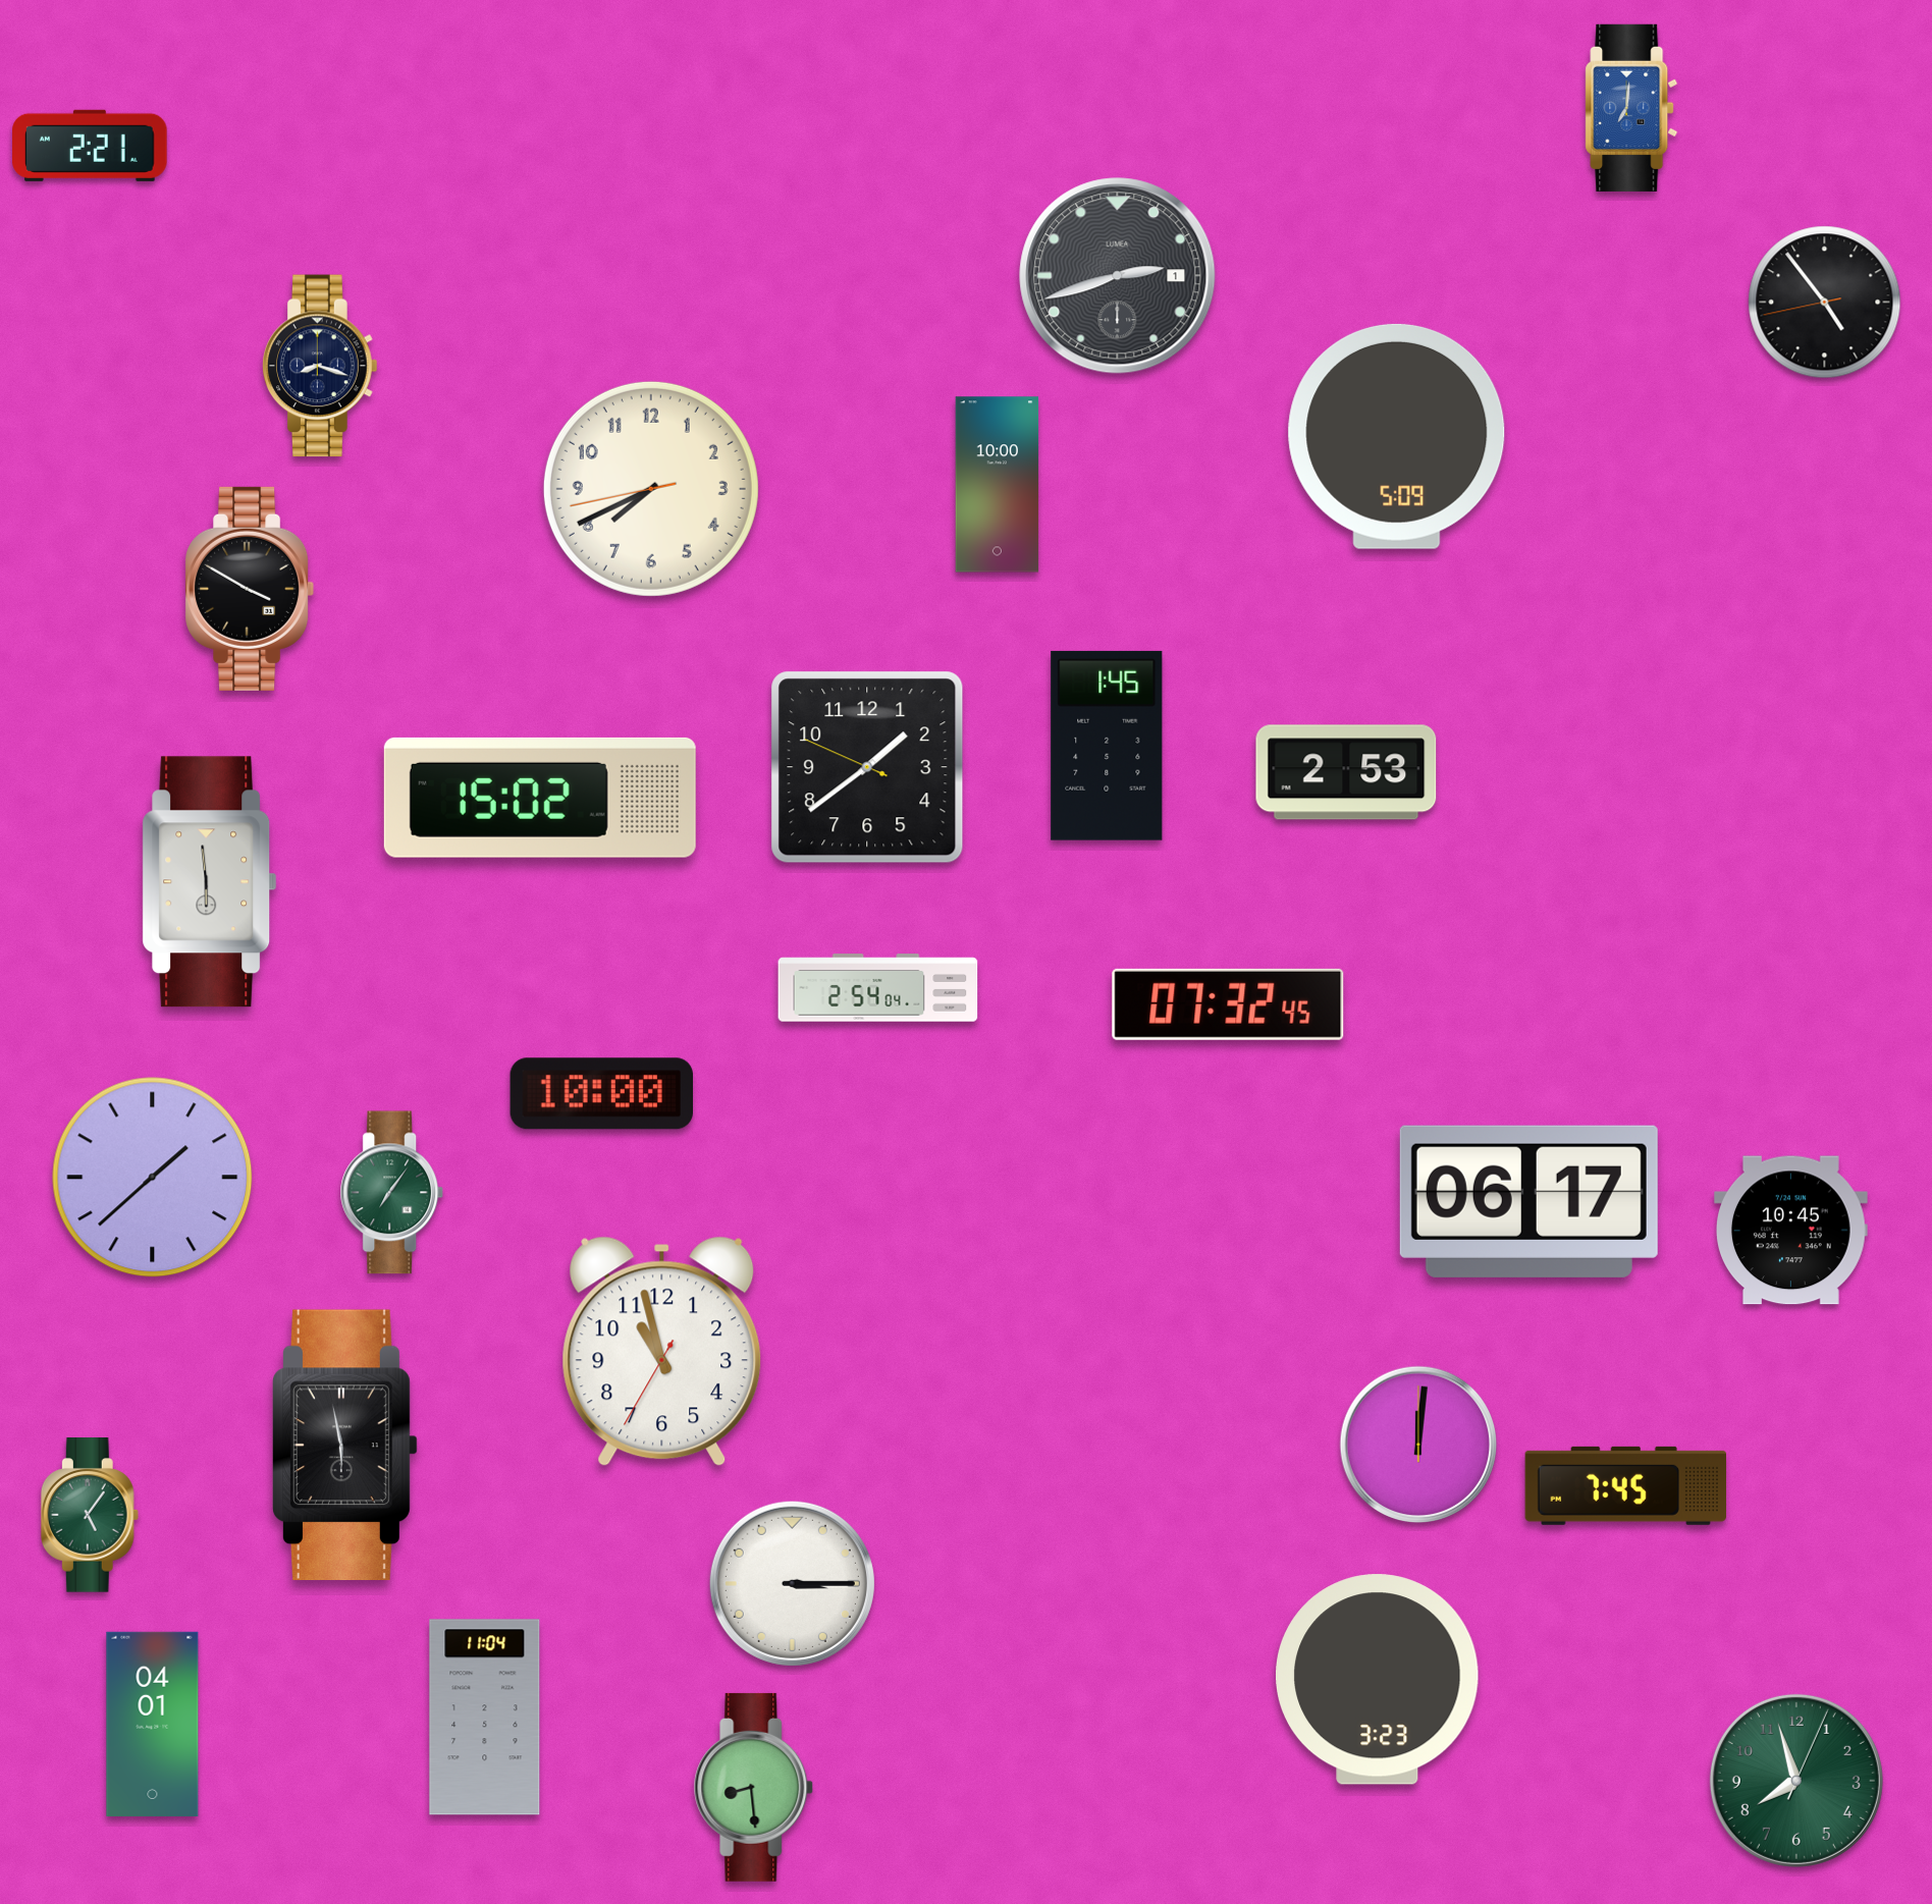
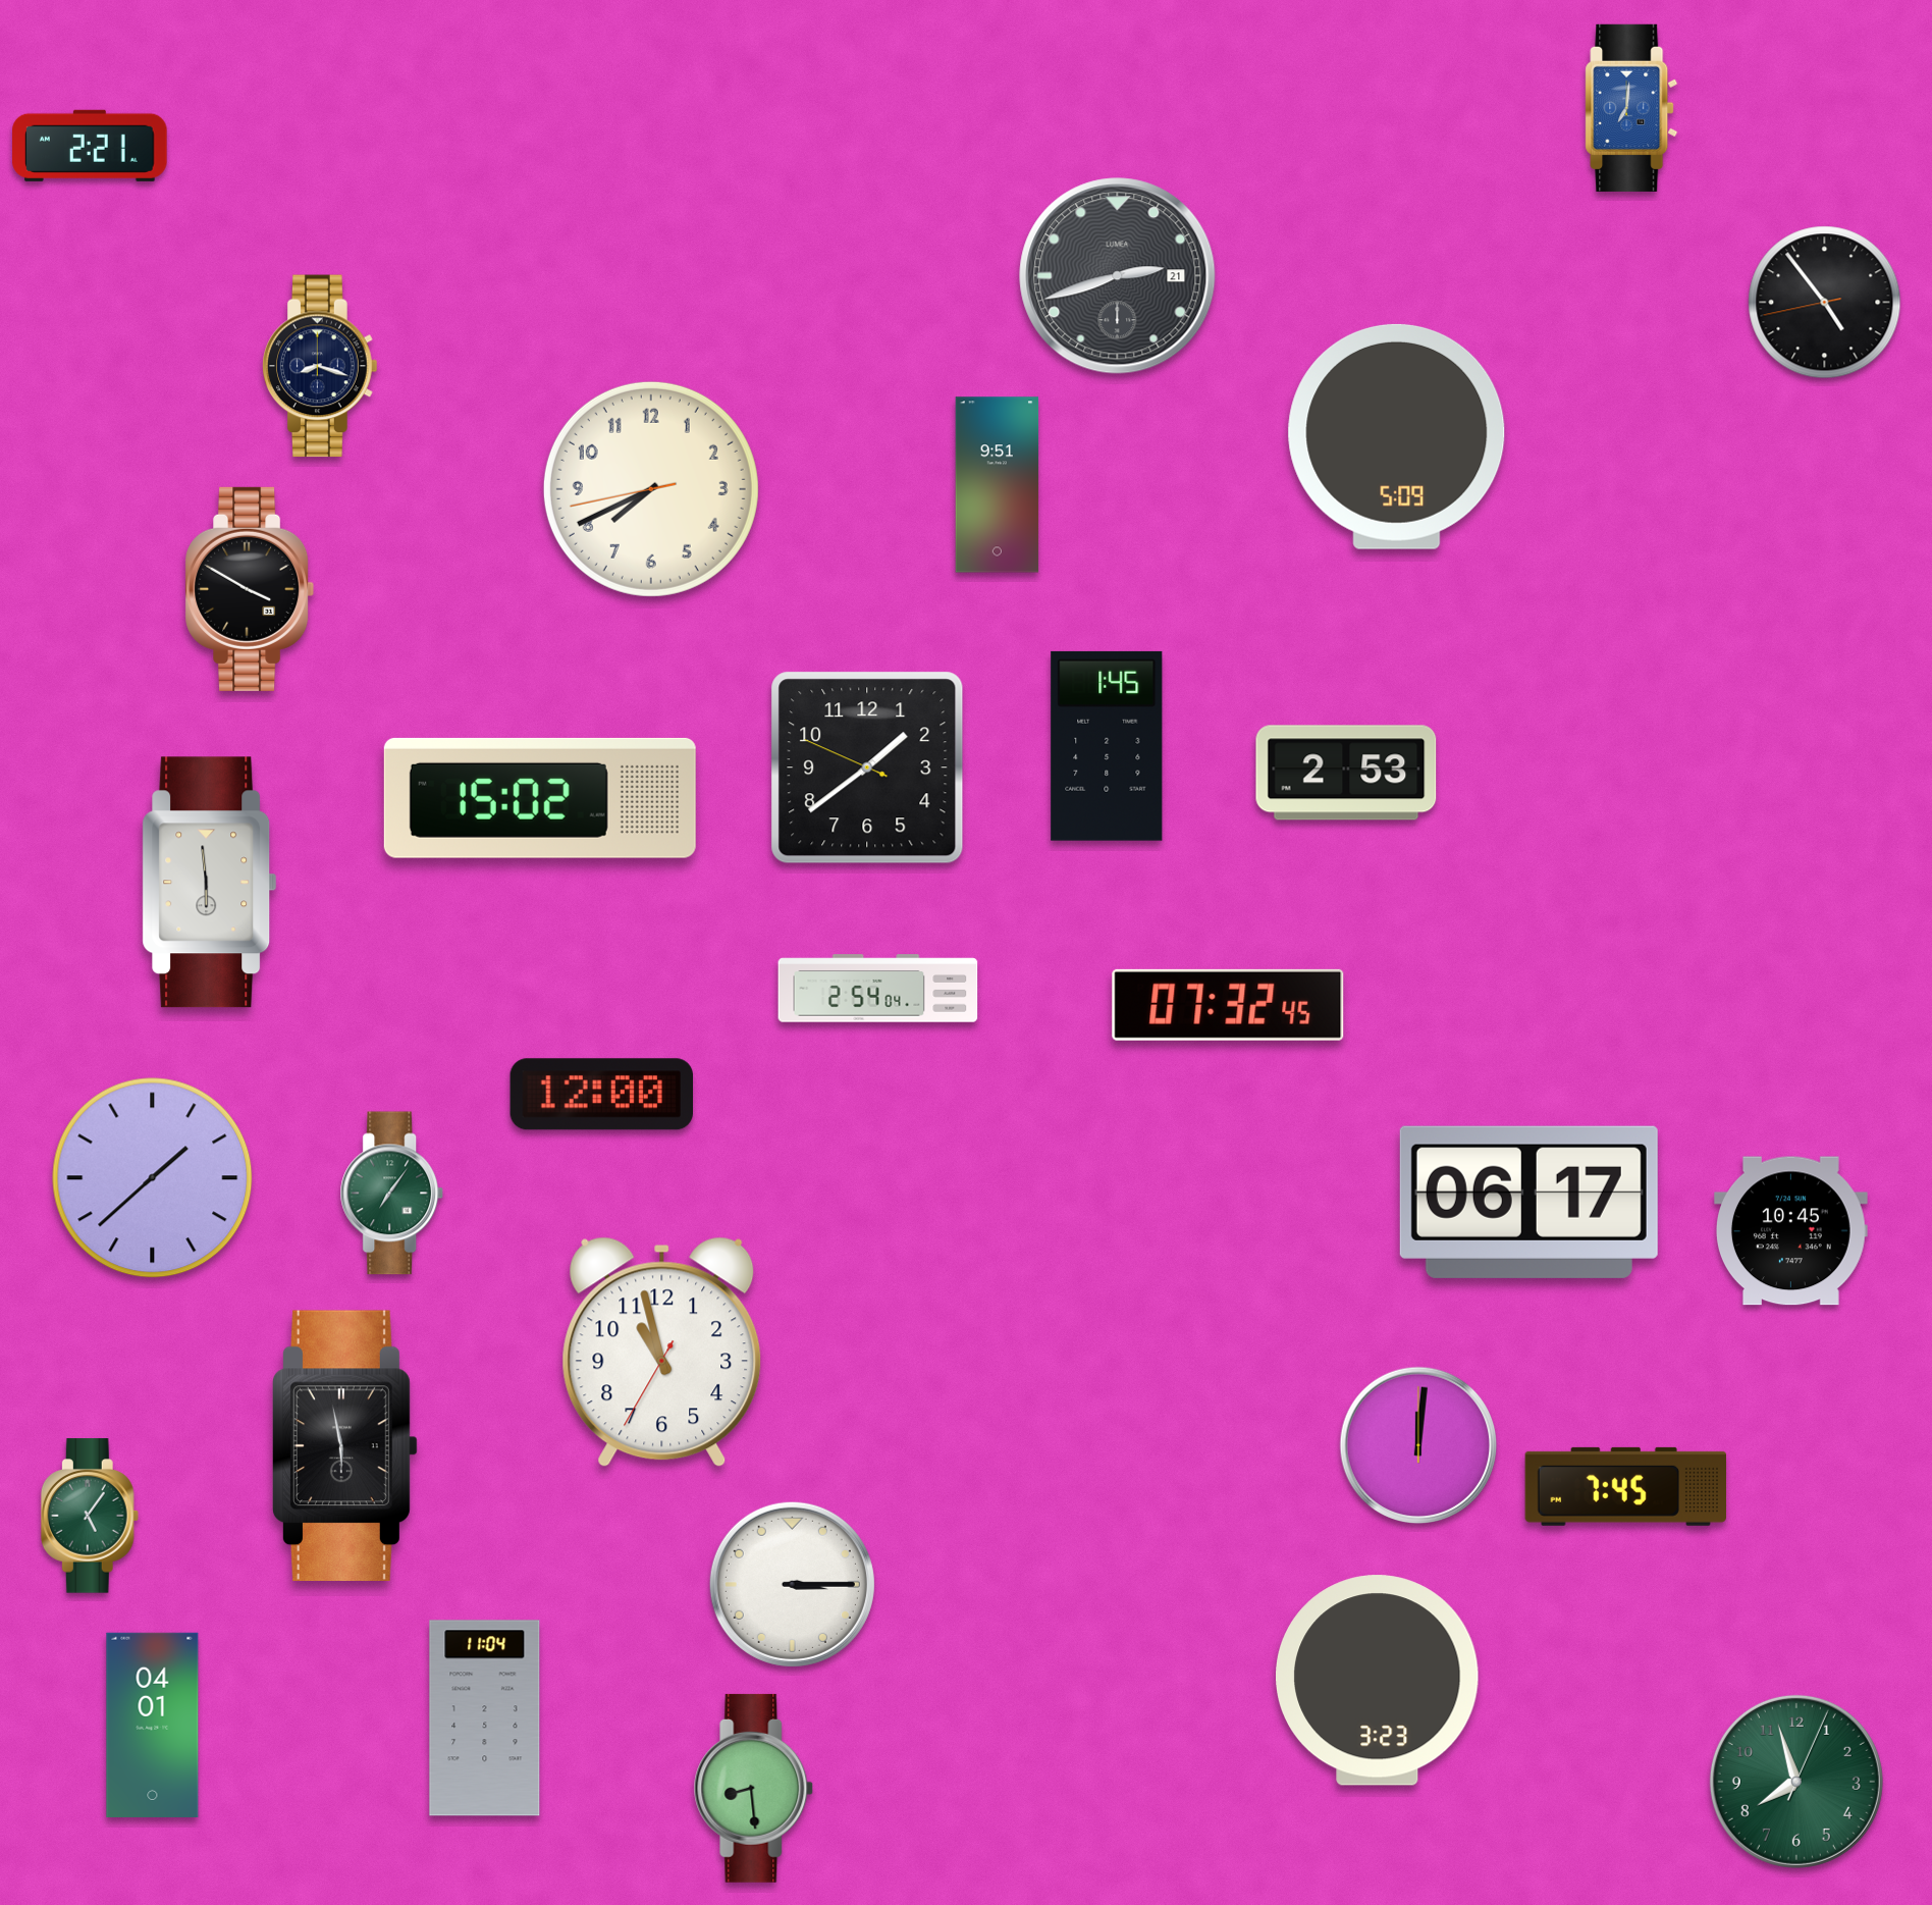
clock at (1118, 276) date: 1 -> 21
clock at (998, 485): 10:00 -> 9:51
clock at (601, 1094): 10:00 -> 12:00
